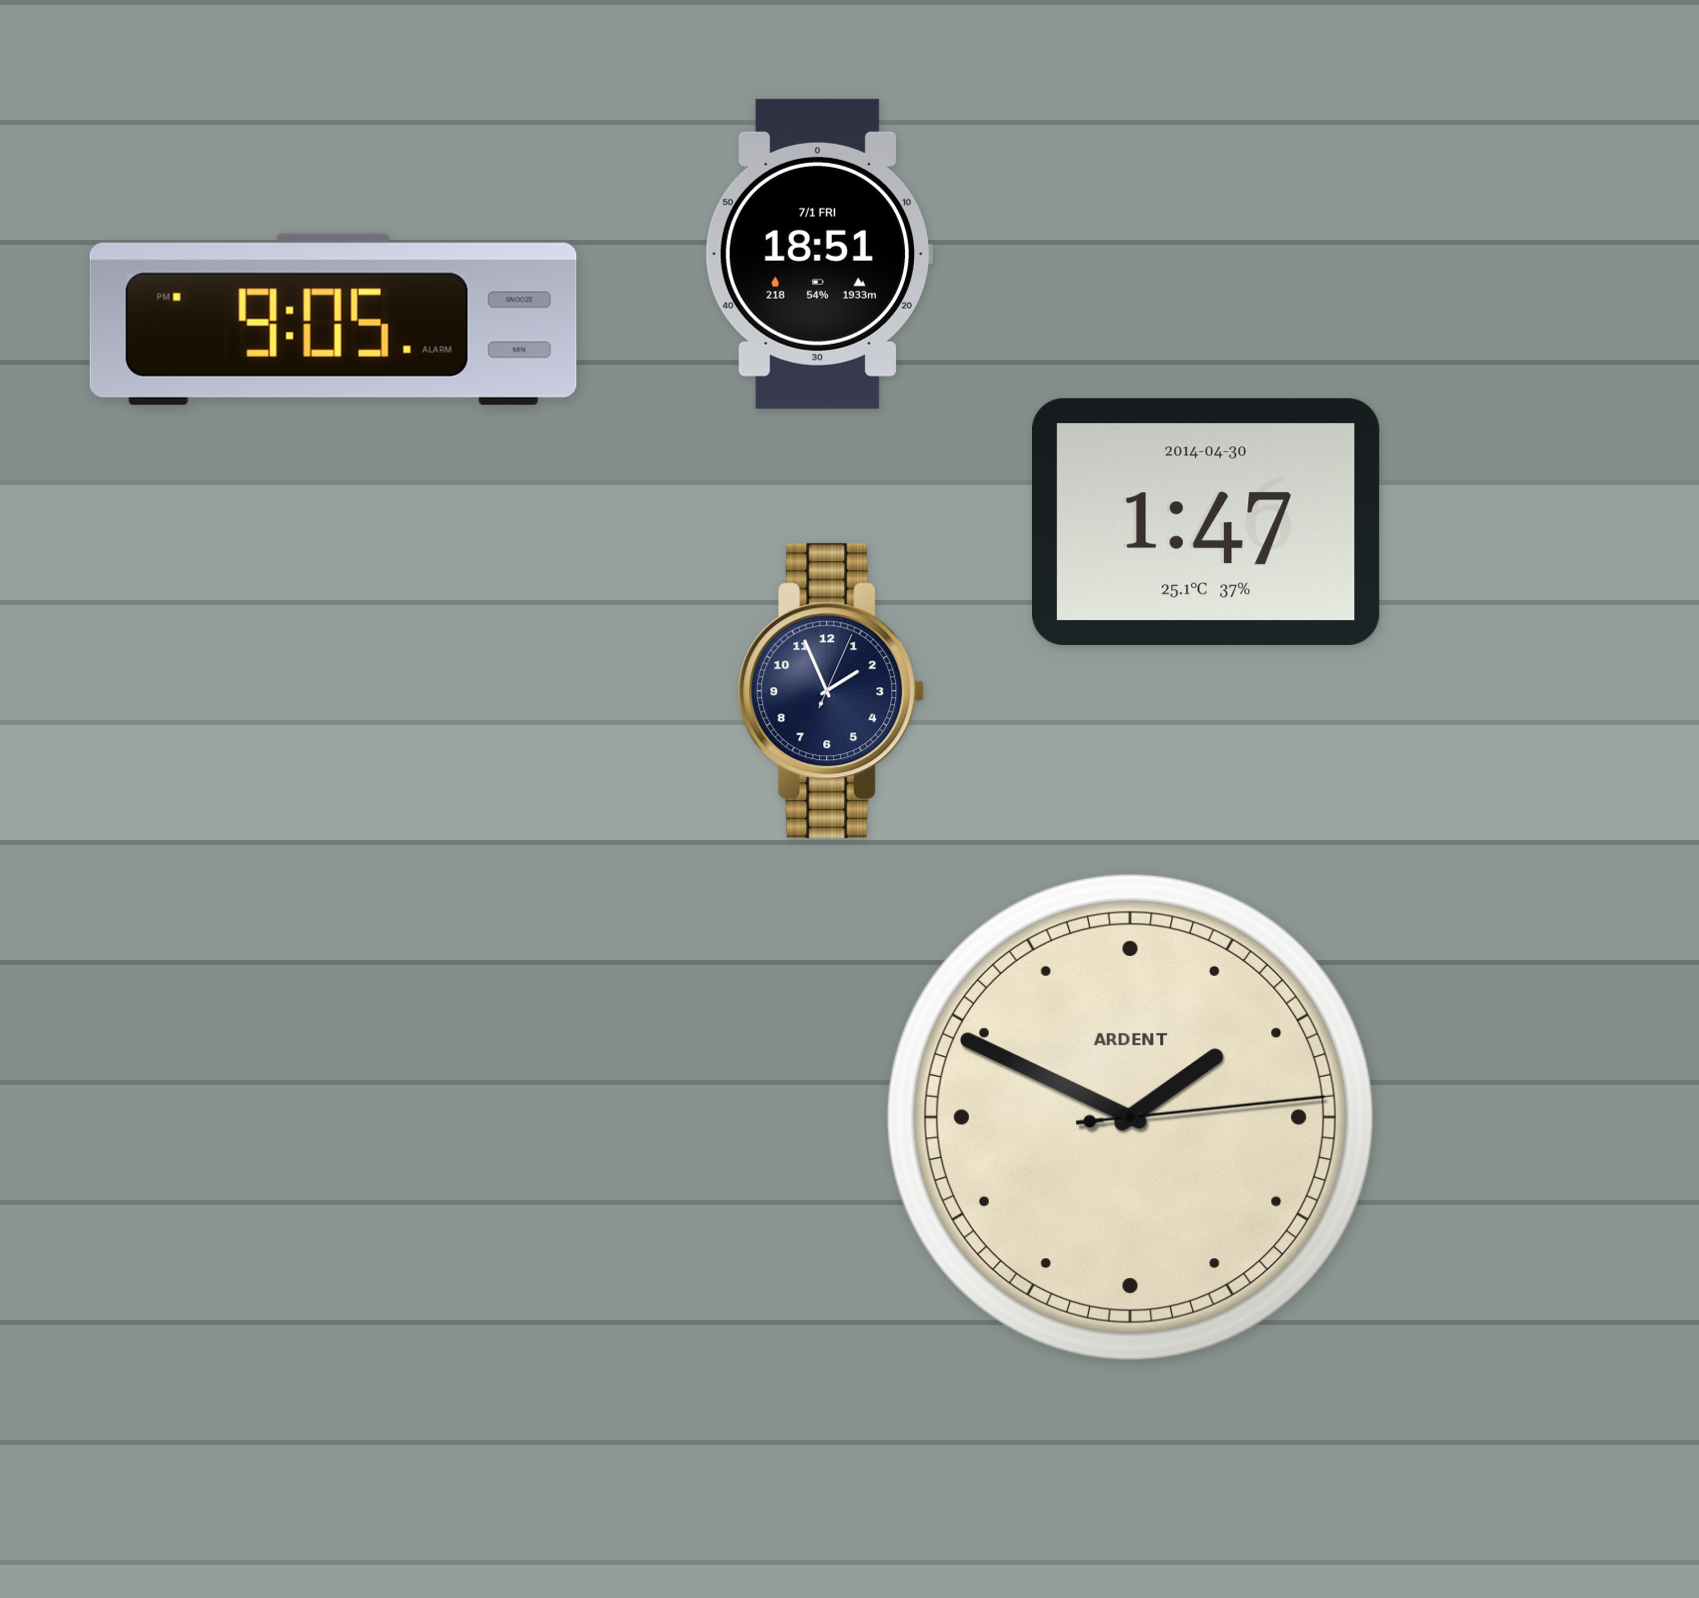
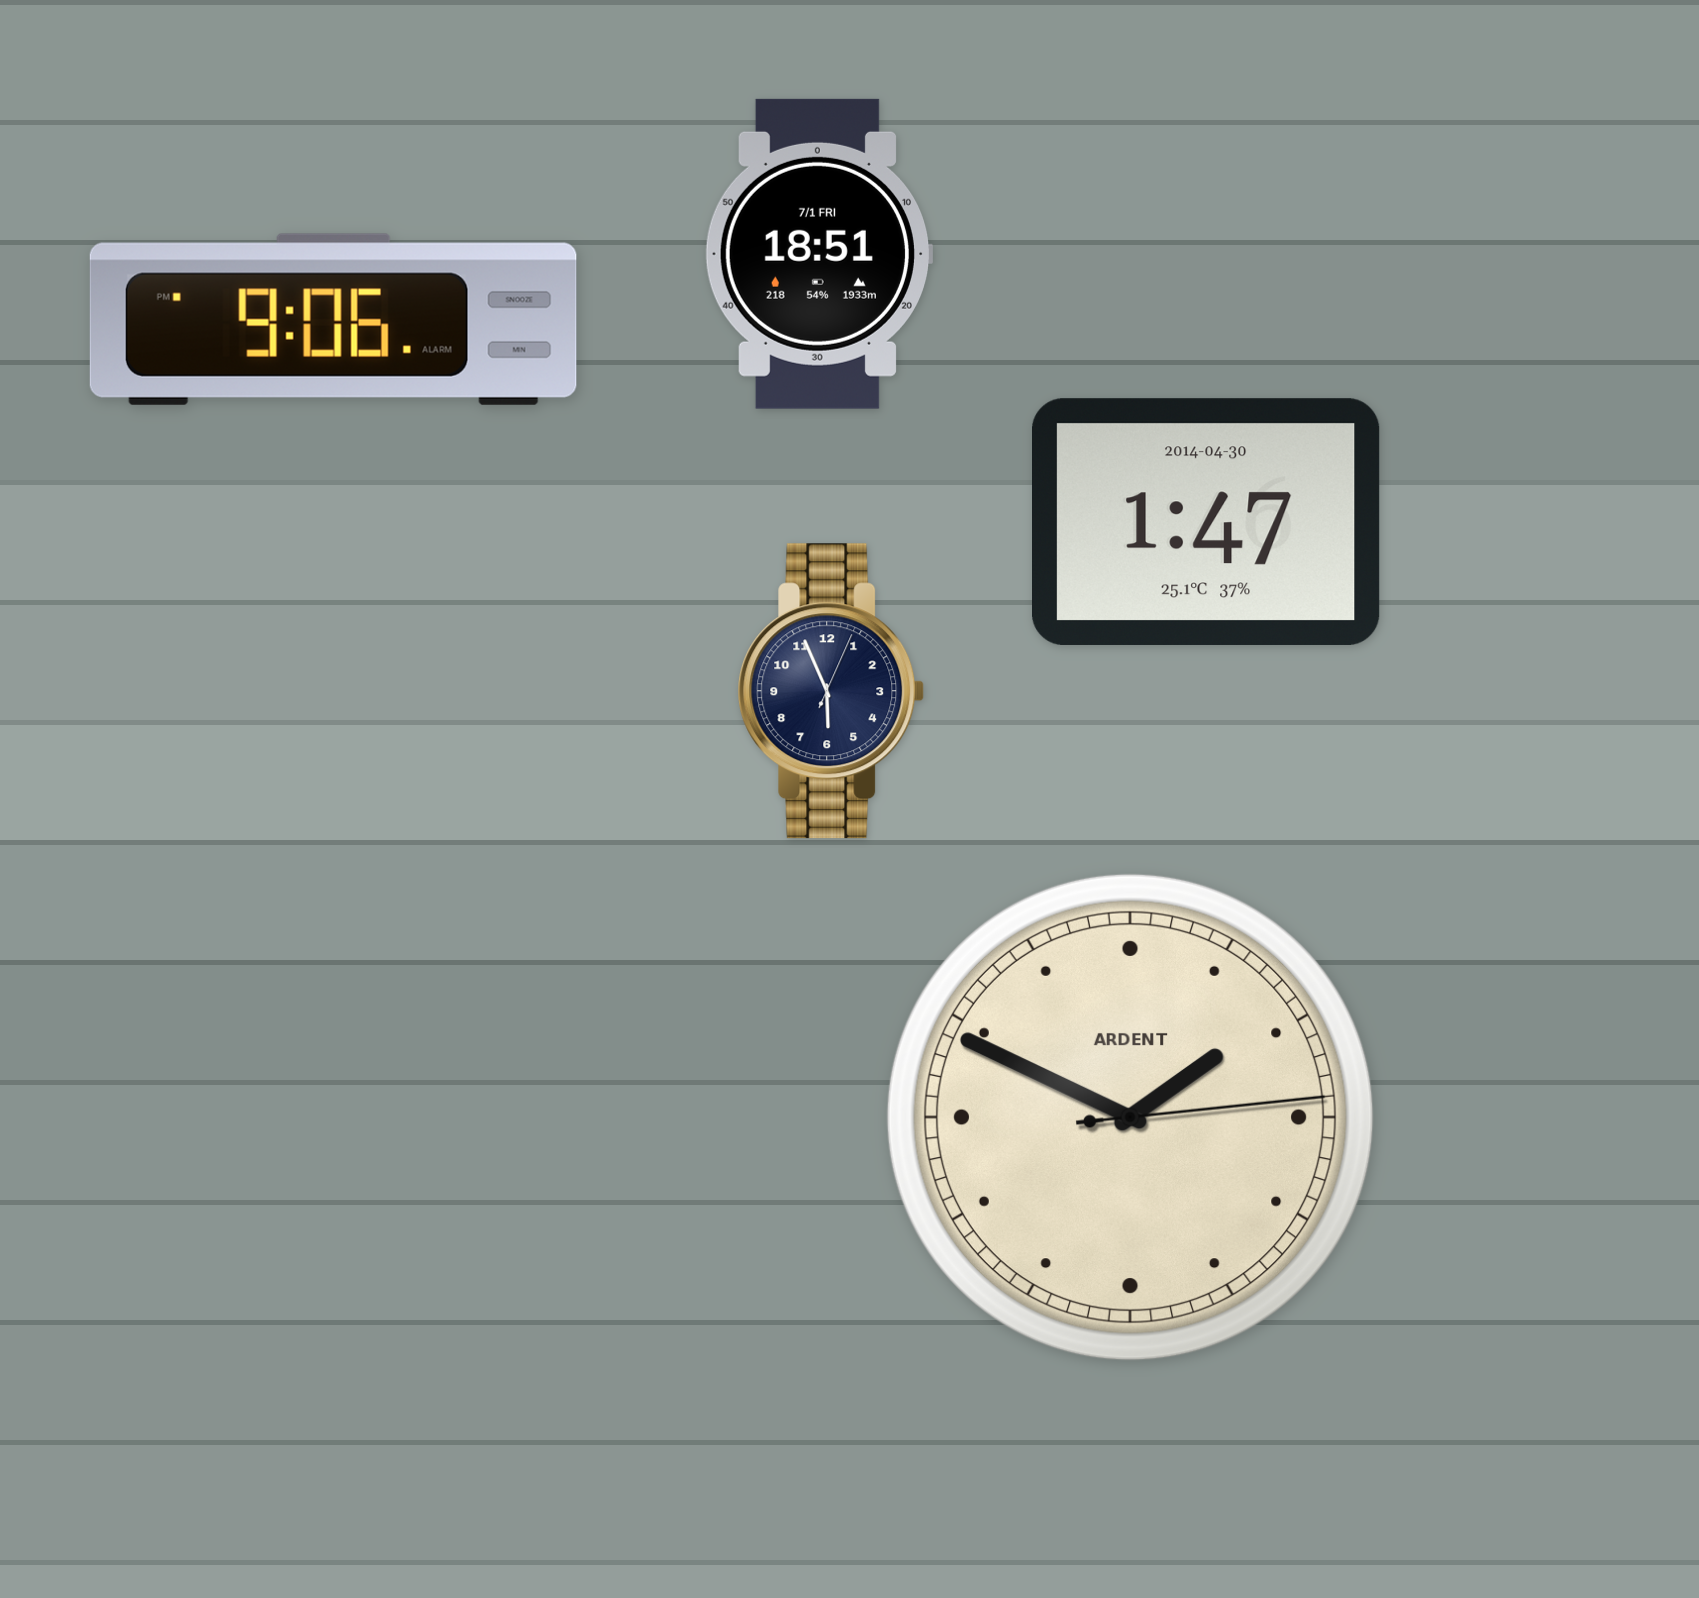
clock at (333, 319): 9:05 -> 9:06
clock at (831, 691): 1:56 -> 5:56
